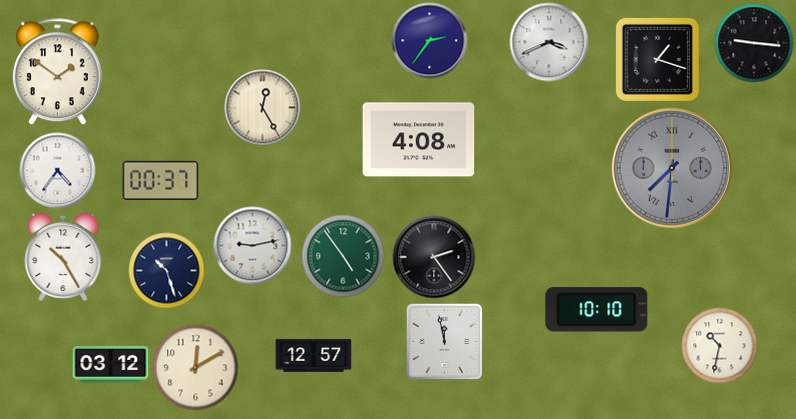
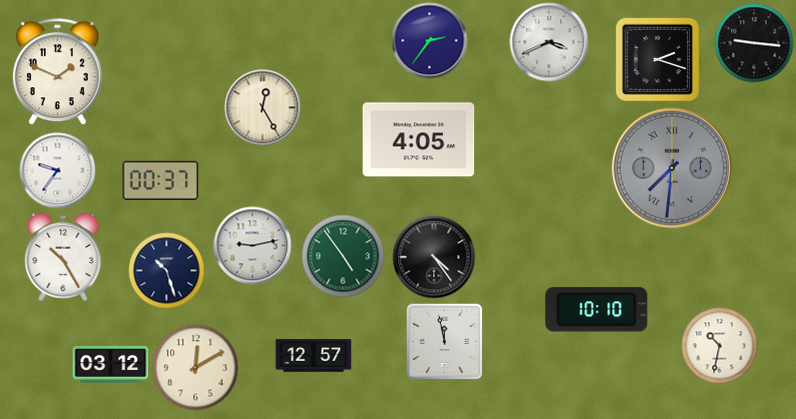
clock at (657, 59): 1:18 -> 2:18
clock at (57, 72): 1:51 -> 1:49
clock at (419, 140): 4:08 -> 4:05
clock at (58, 171): 4:36 -> 9:36
clock at (434, 257): 2:24 -> 4:24
